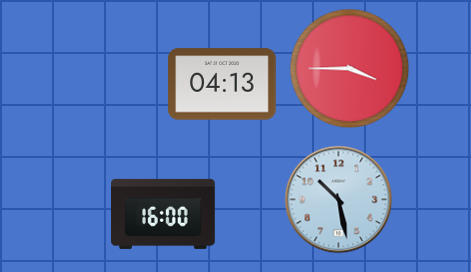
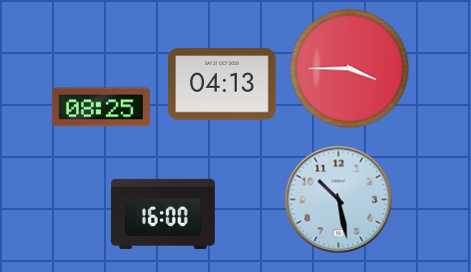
clock at (101, 107): none -> 08:25
